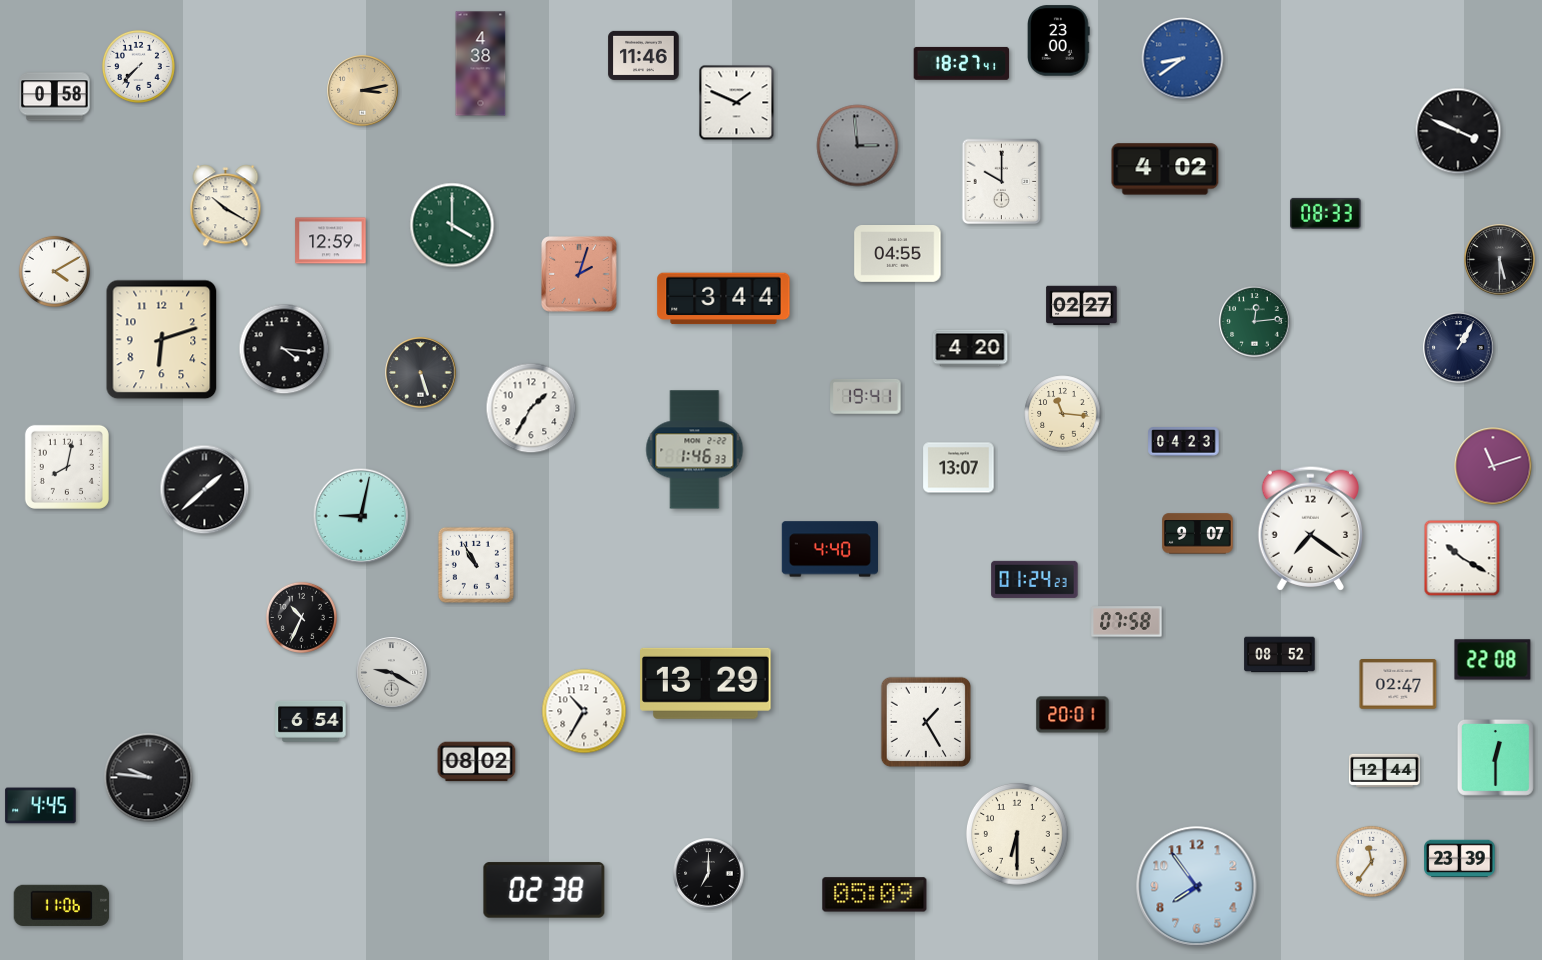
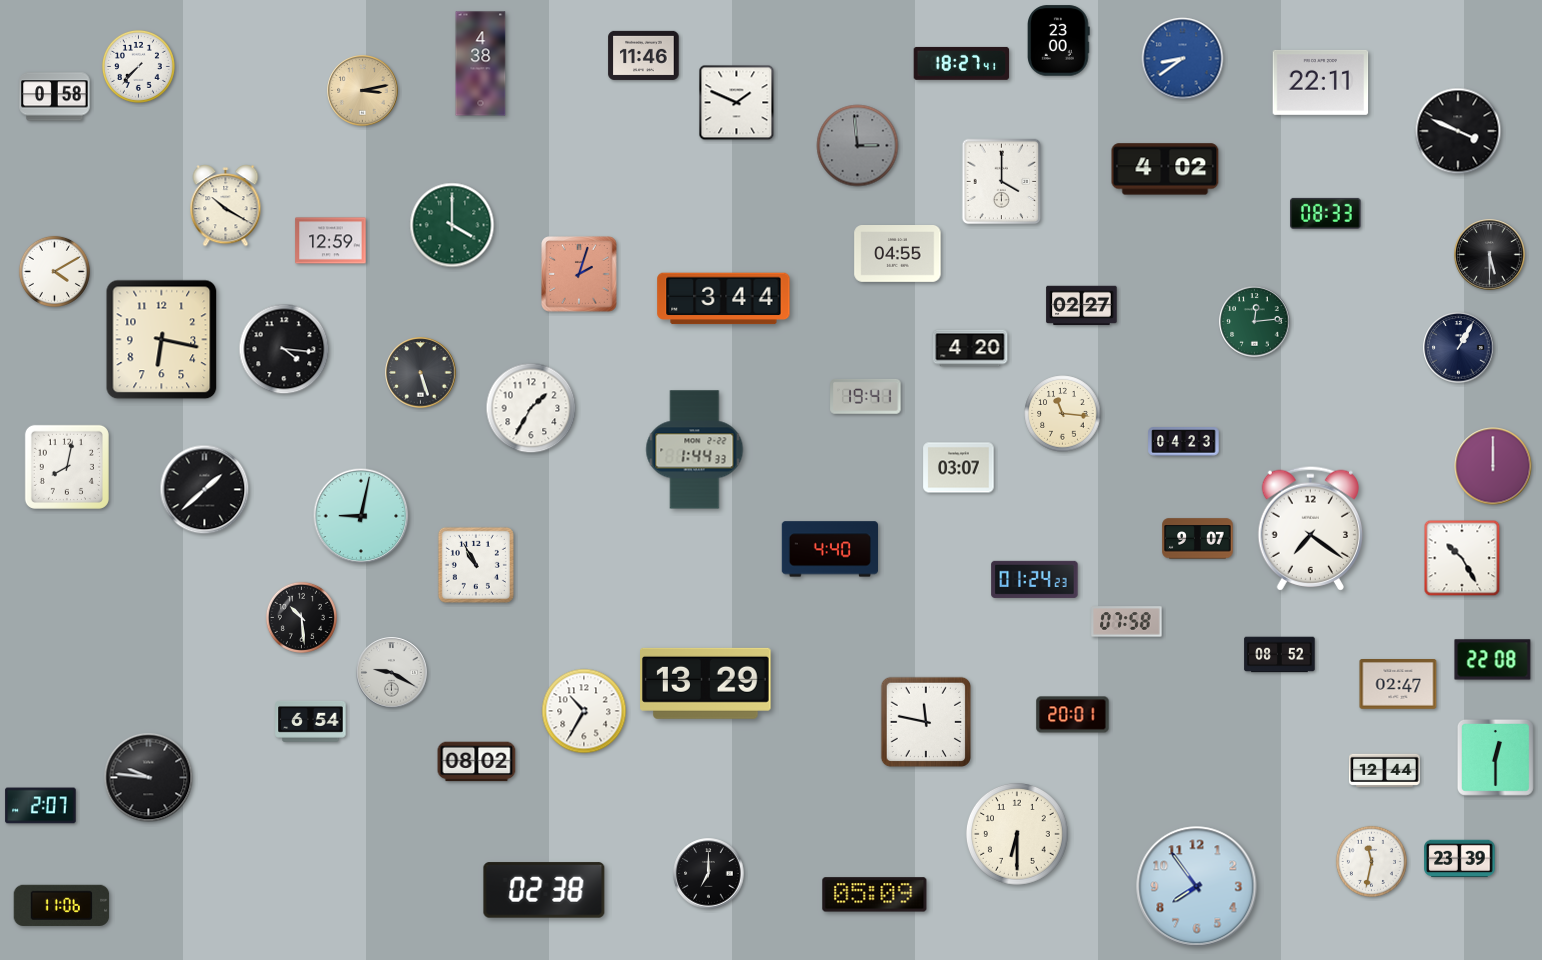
clock at (1321, 82): none -> 22:11
clock at (1002, 182): 10:00 -> 4:00
clock at (1500, 260) position: (1500, 260) -> (1490, 255)
clock at (162, 340): 6:12 -> 6:17
clock at (695, 450): 1:46 -> 1:44
clock at (1493, 466): 11:12 -> 12:00
clock at (959, 468): 13:07 -> 03:07
clock at (1198, 534) position: (1198, 534) -> (1198, 539)
clock at (1462, 558): 10:20 -> 10:25
clock at (301, 617): 10:34 -> 10:29
clock at (925, 721): 1:25 -> 11:47
clock at (41, 806): 4:45 -> 2:07
clock at (1371, 861): 11:36 -> 11:32
